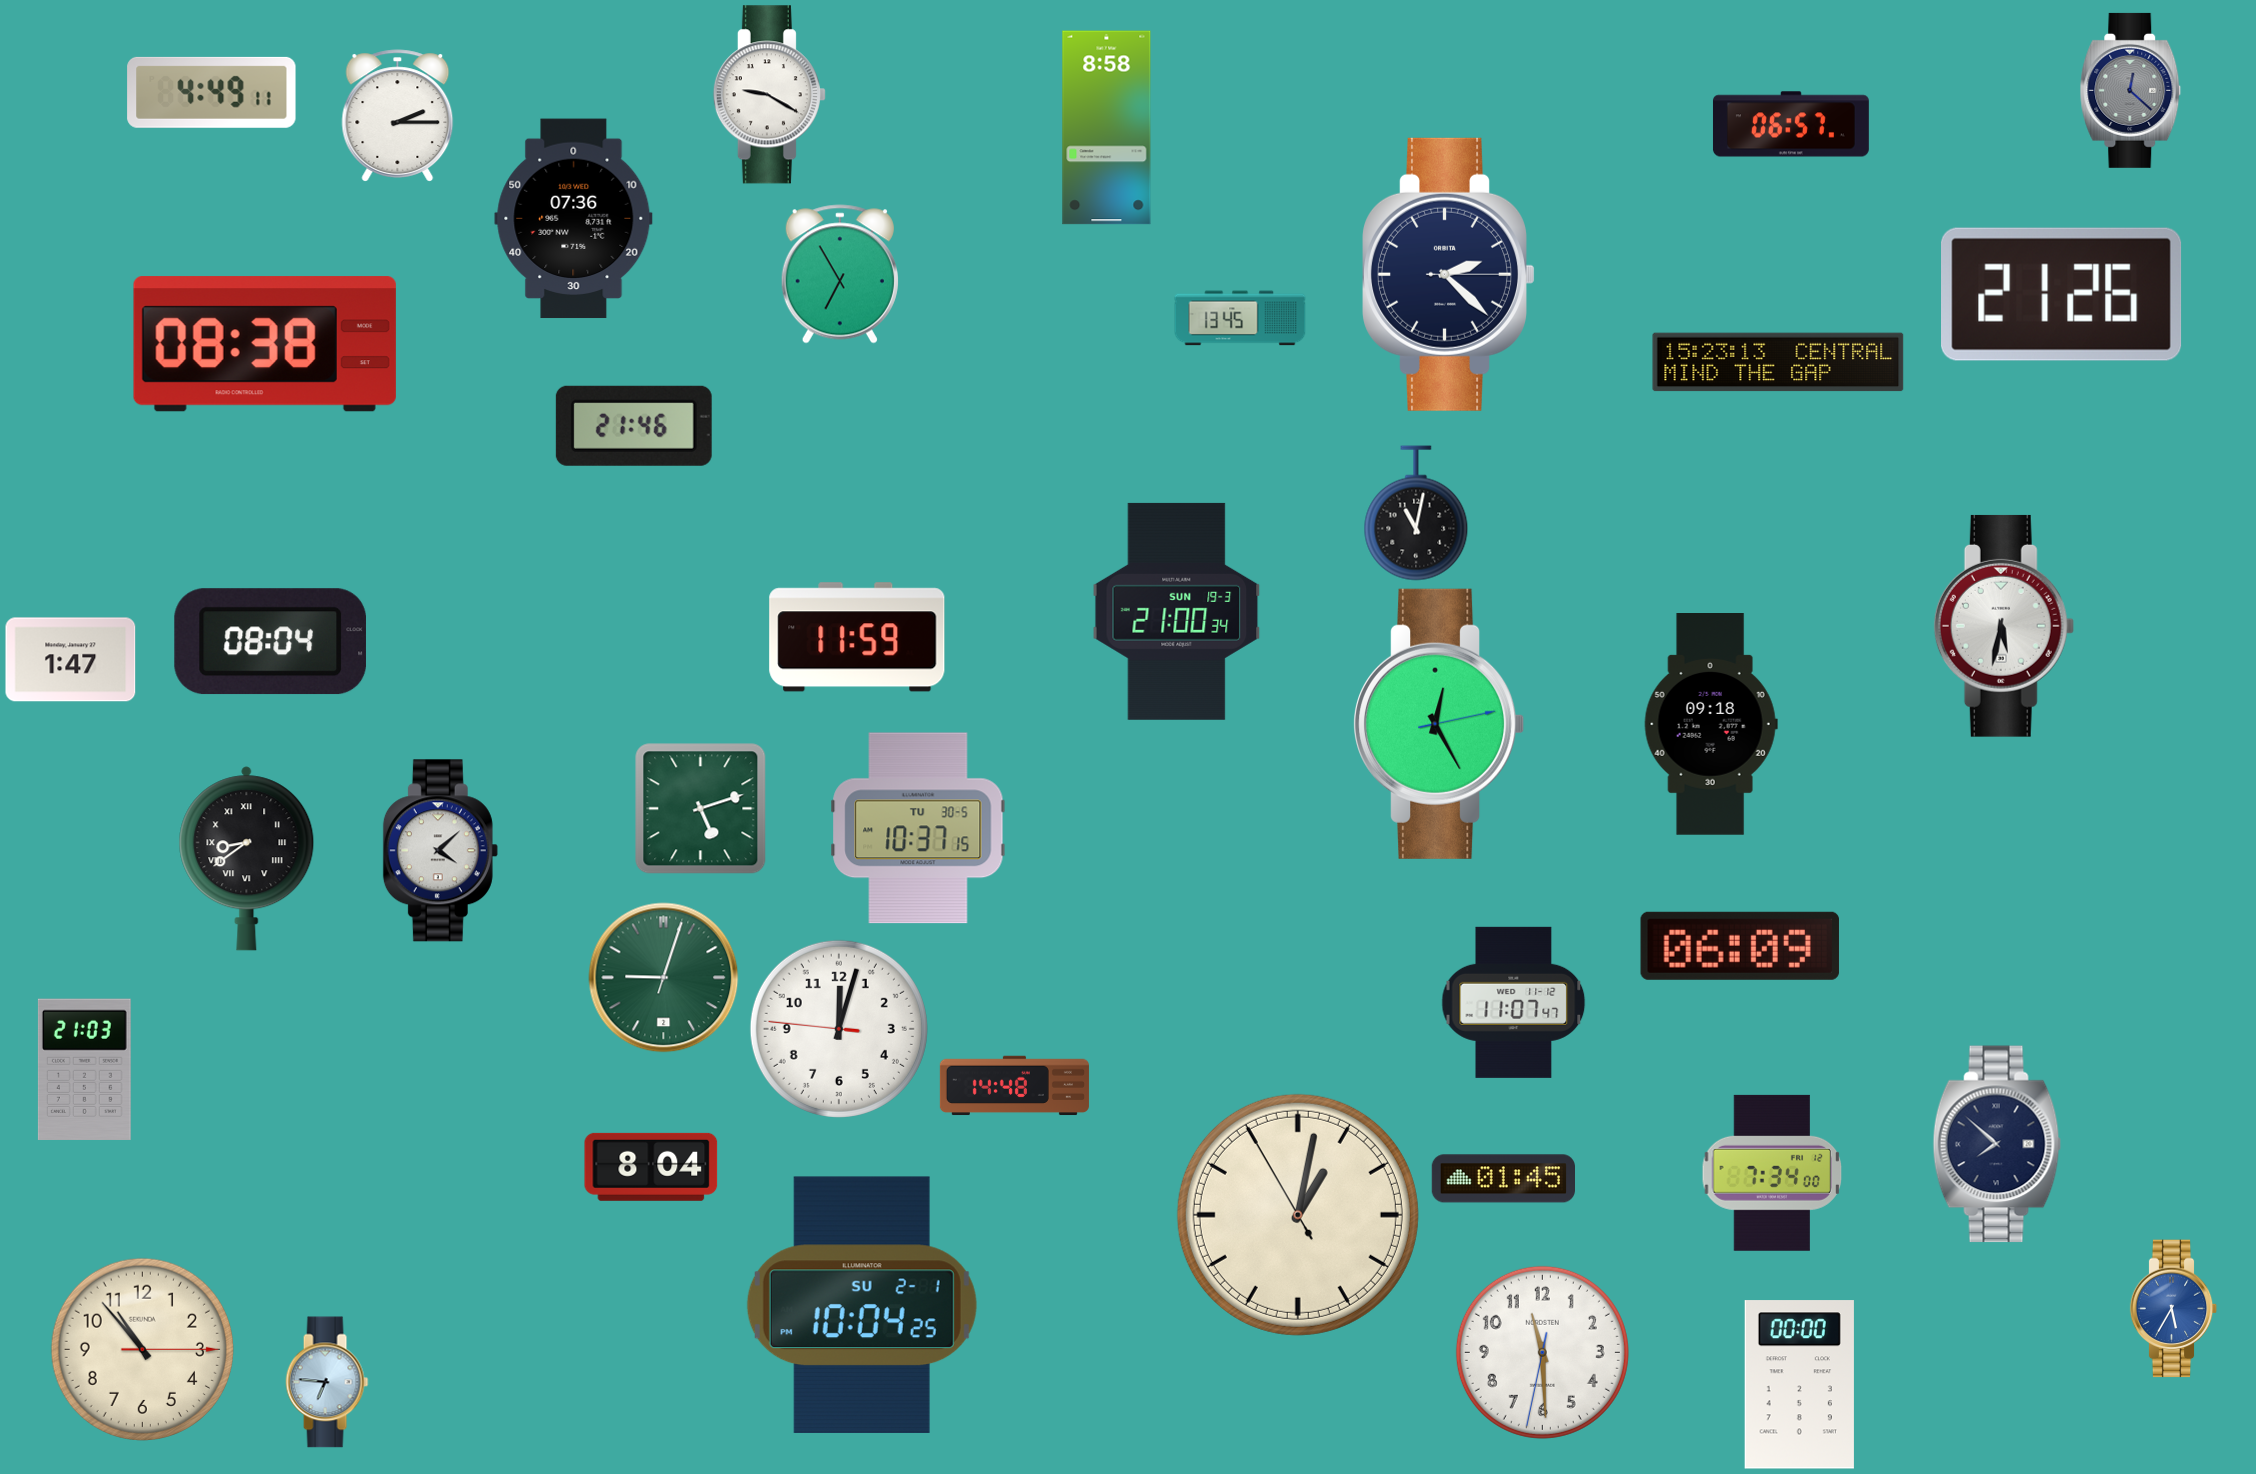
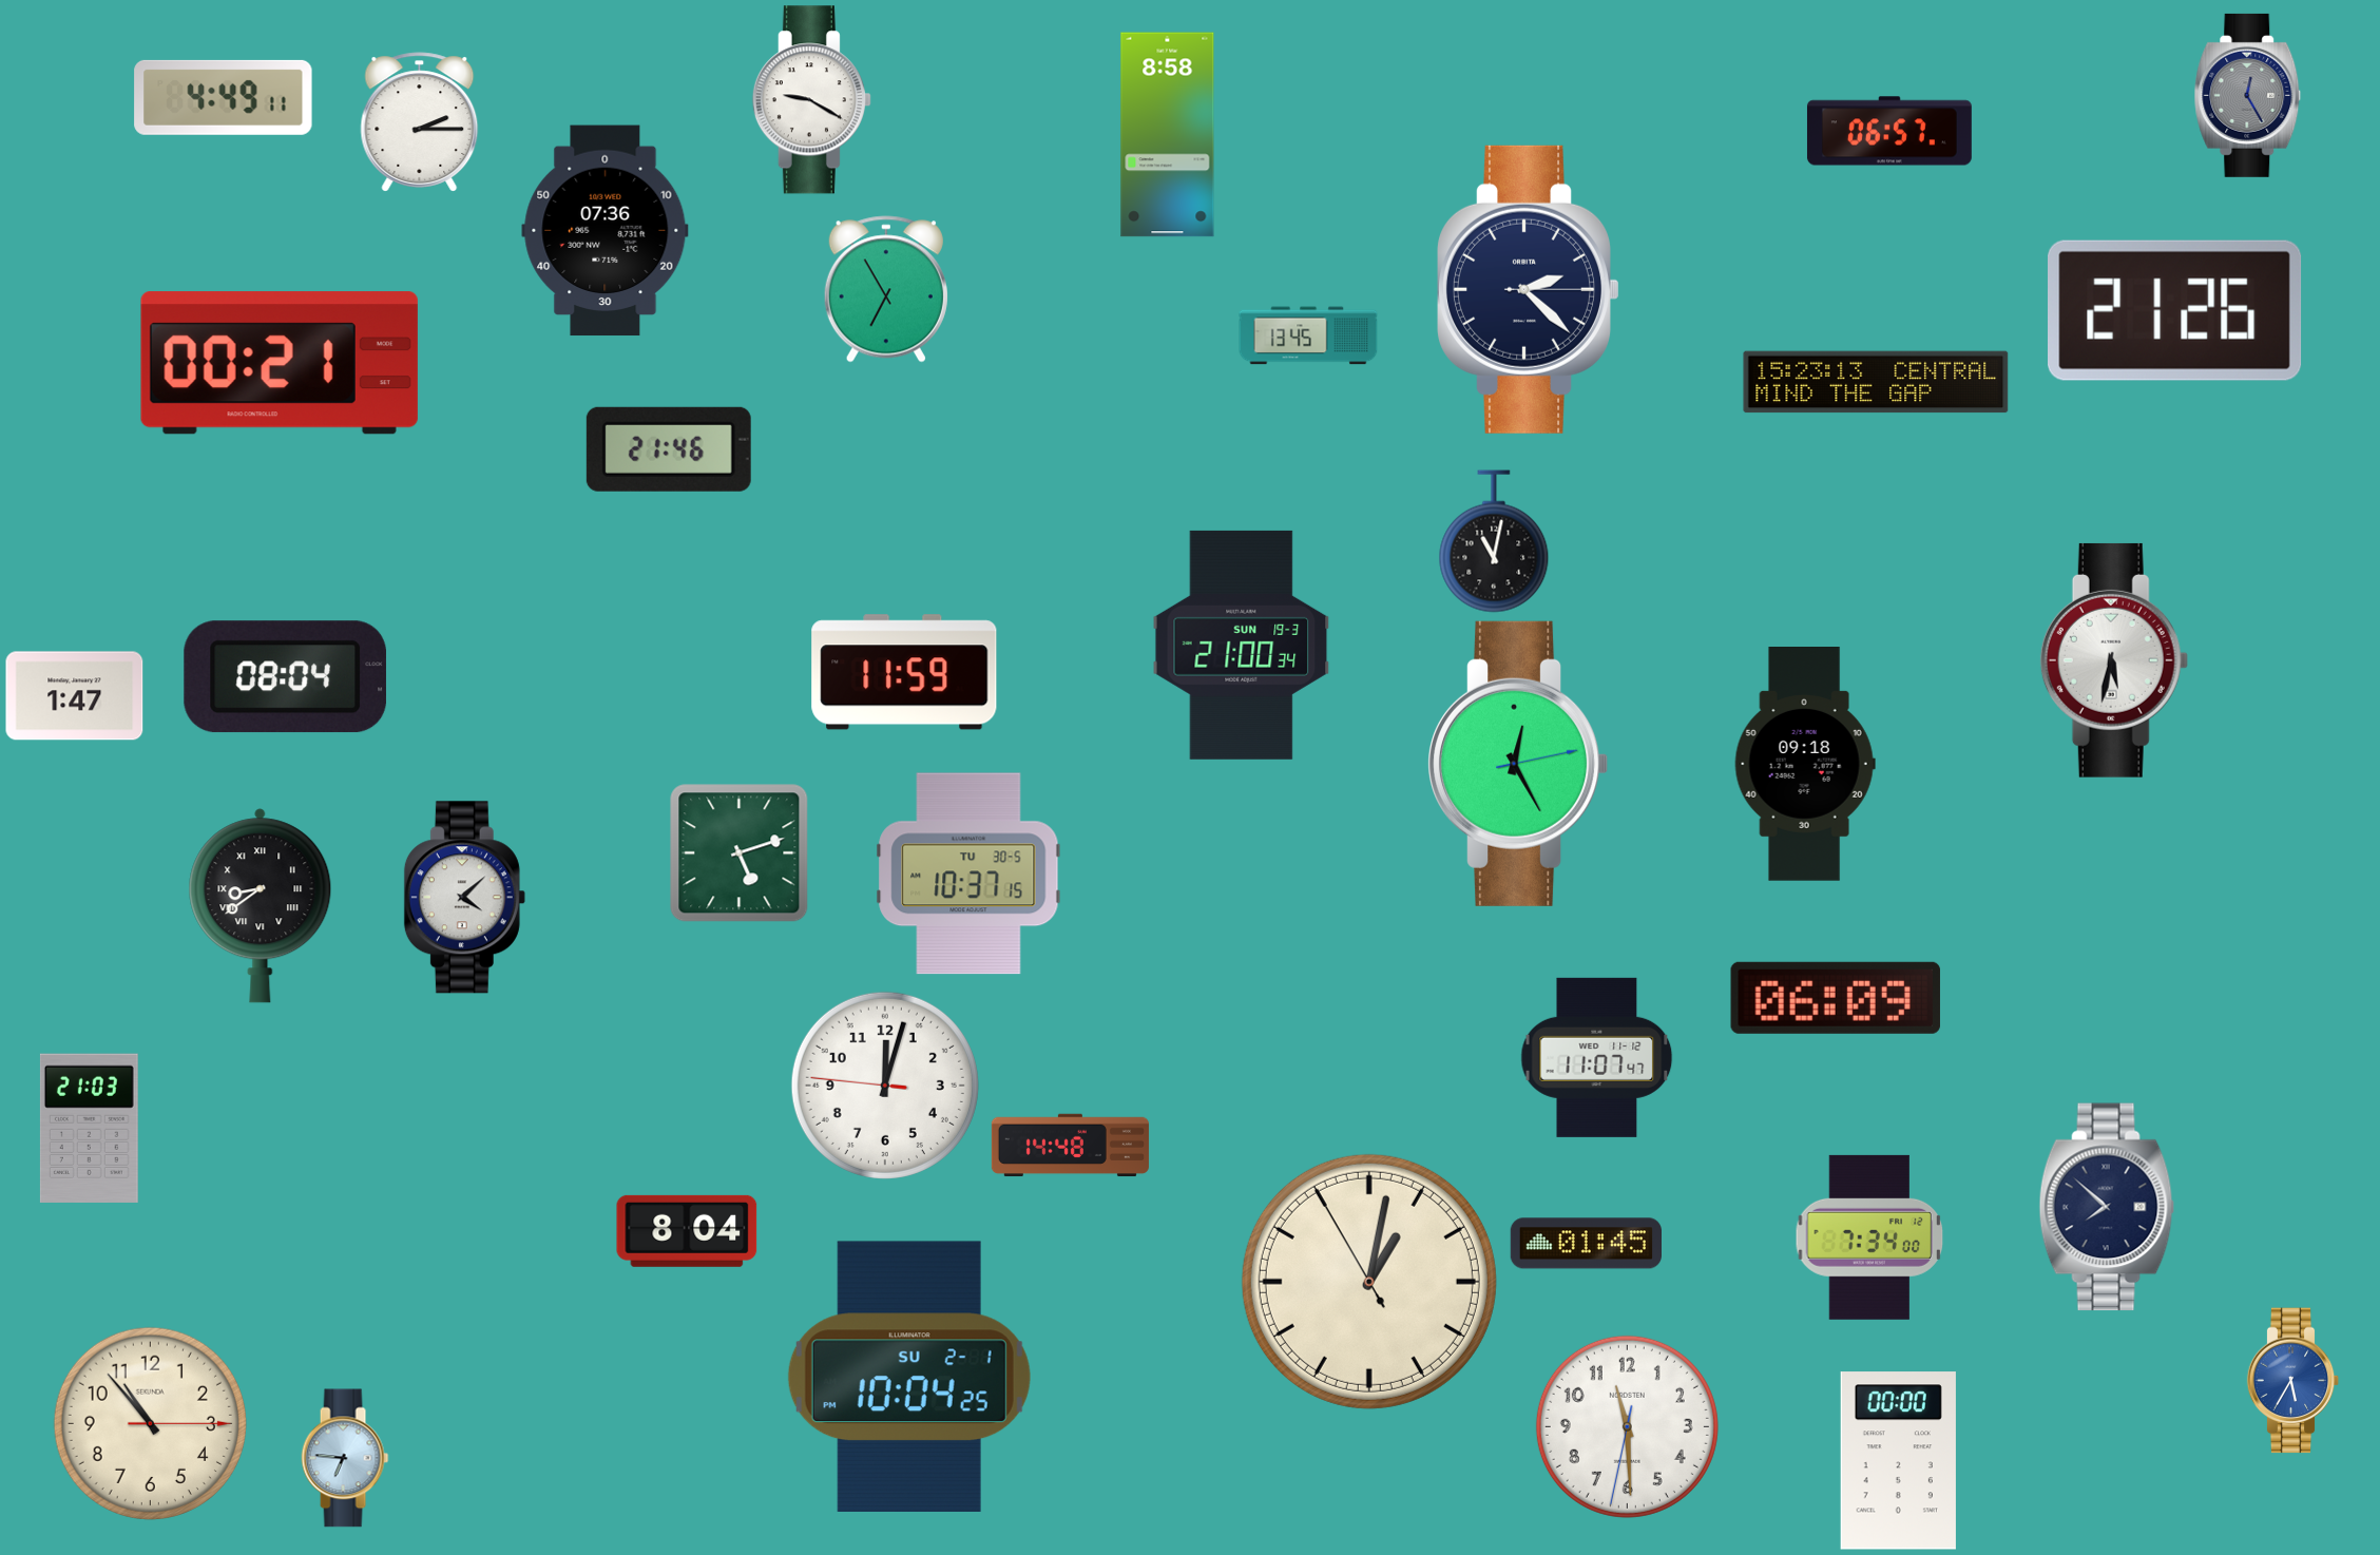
clock at (2131, 90): 12:22 -> 12:25
clock at (265, 344): 08:38 -> 00:21
clock at (664, 978): 9:03 -> none
